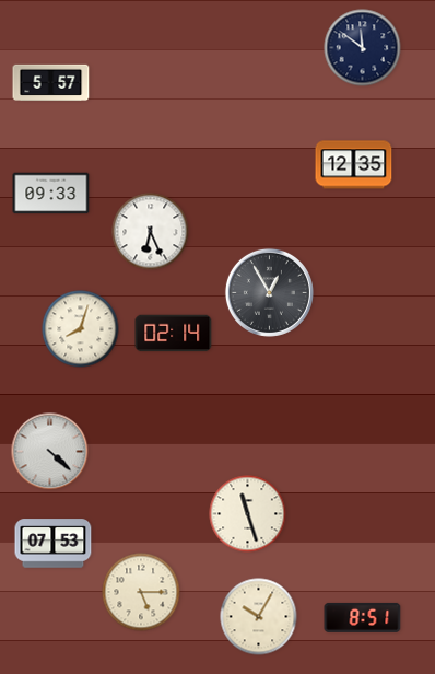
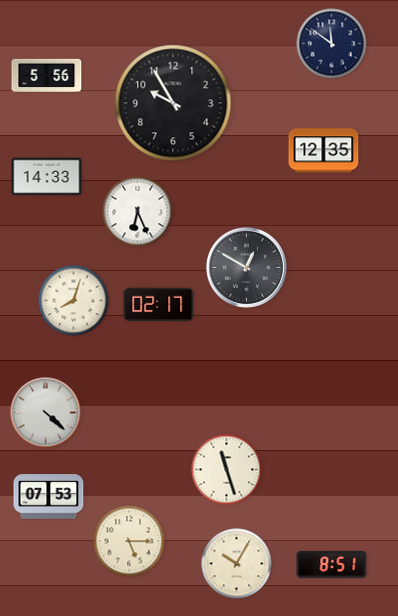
clock at (51, 82): 5:57 -> 5:56
clock at (173, 103): none -> 9:55
clock at (51, 194): 09:33 -> 14:33
clock at (269, 292): 12:55 -> 12:50
clock at (174, 334): 02:14 -> 02:17
